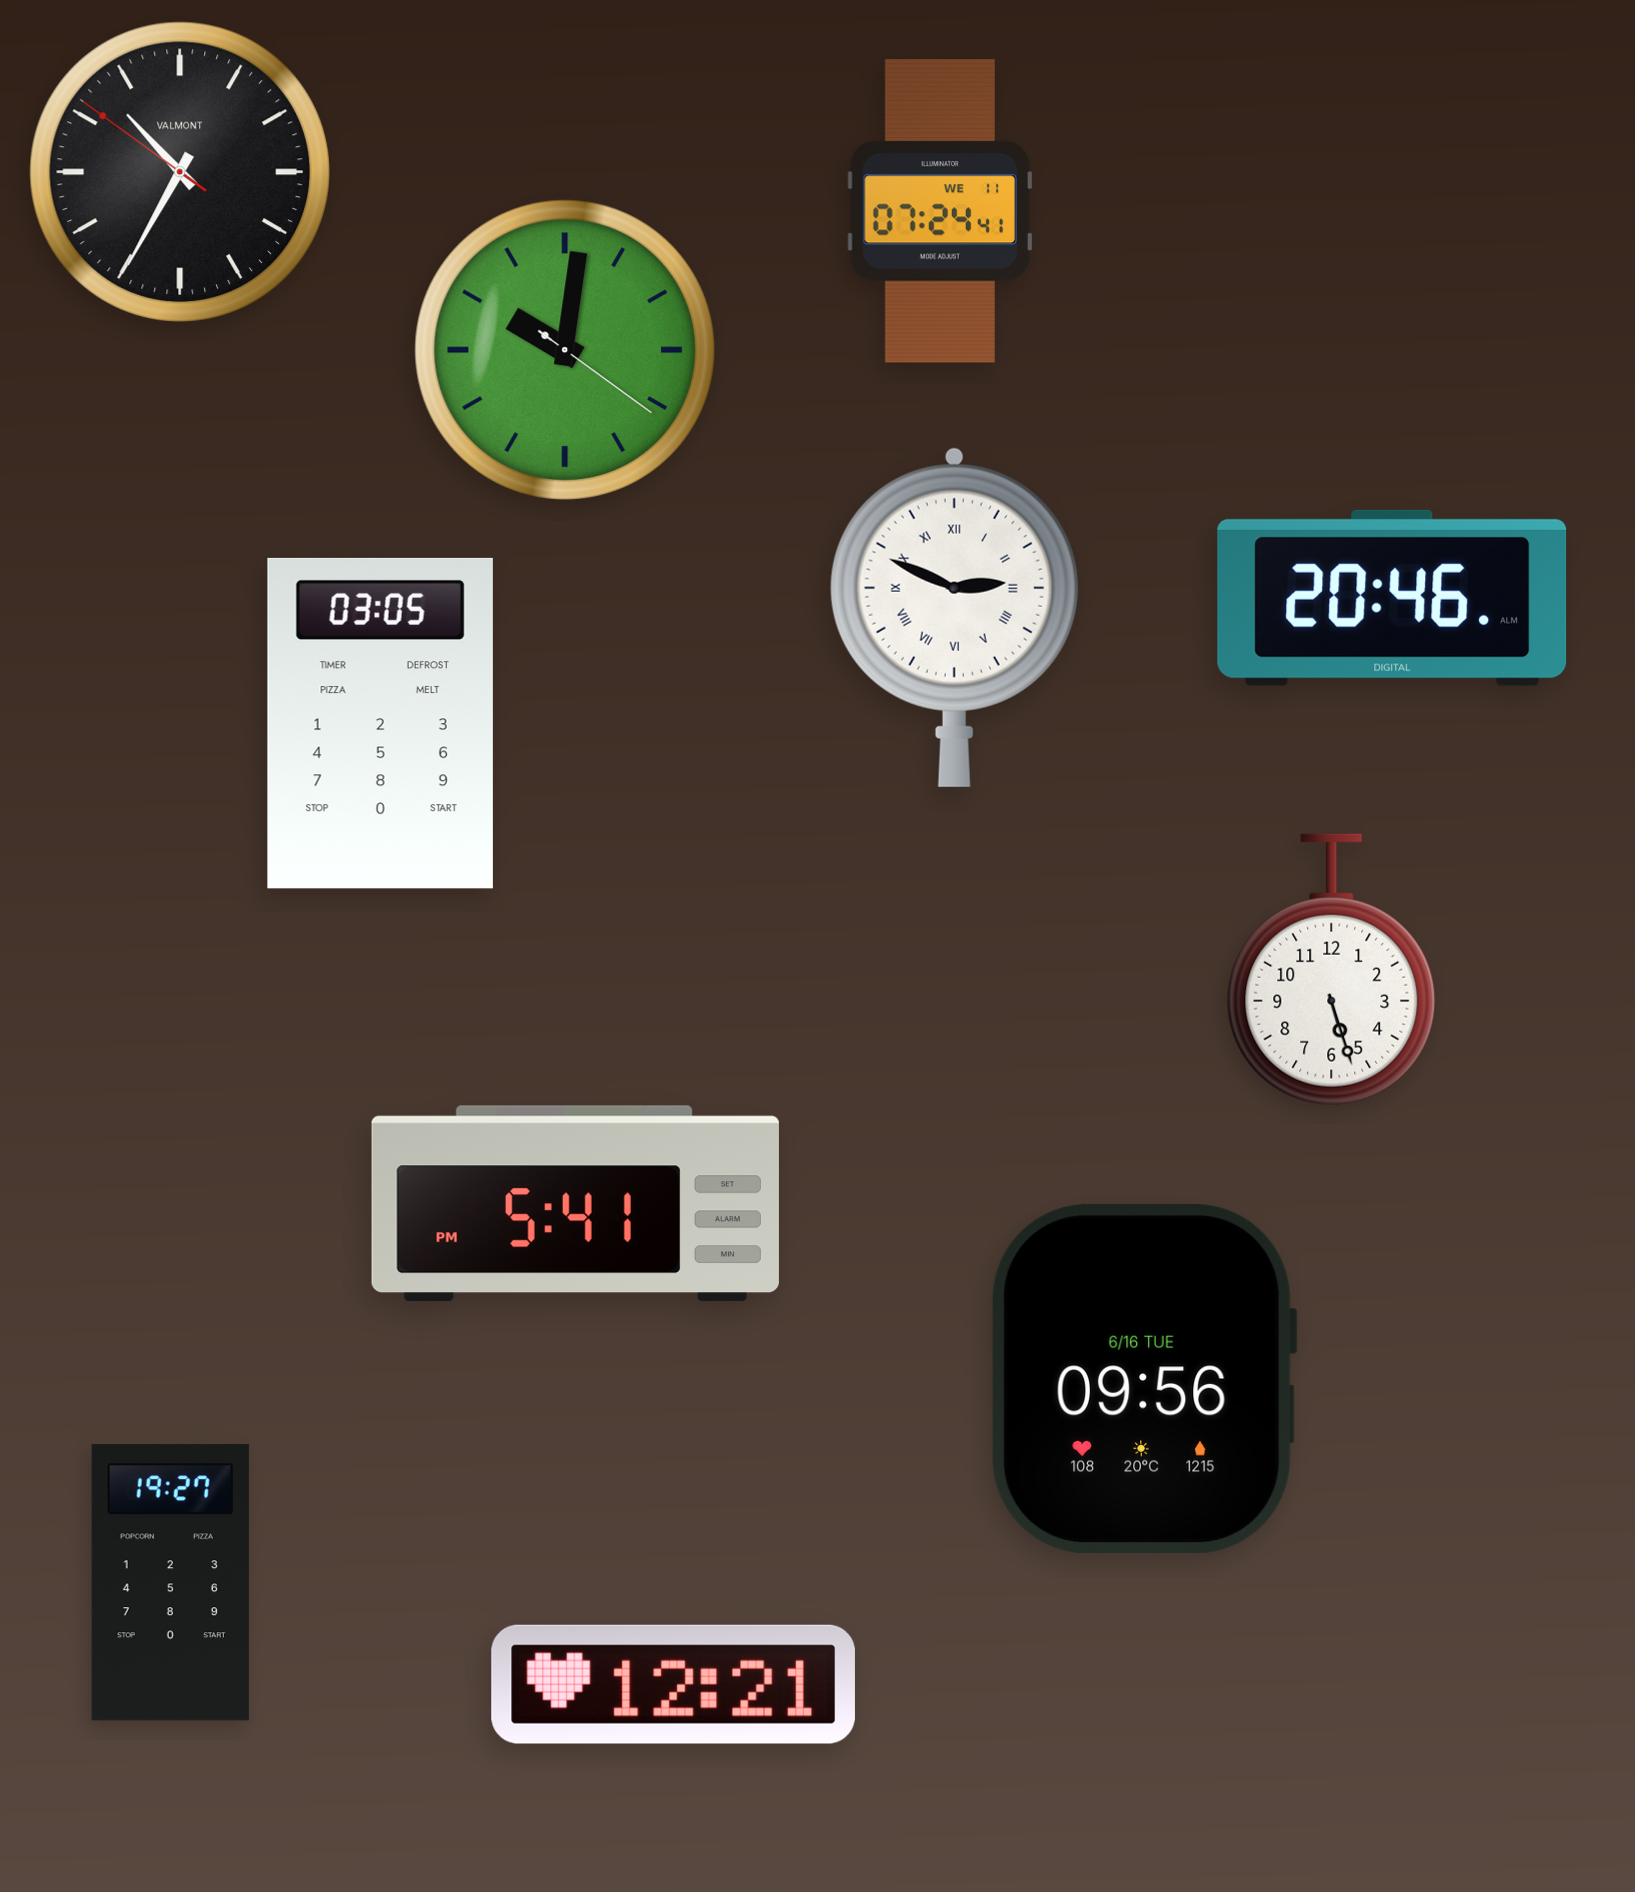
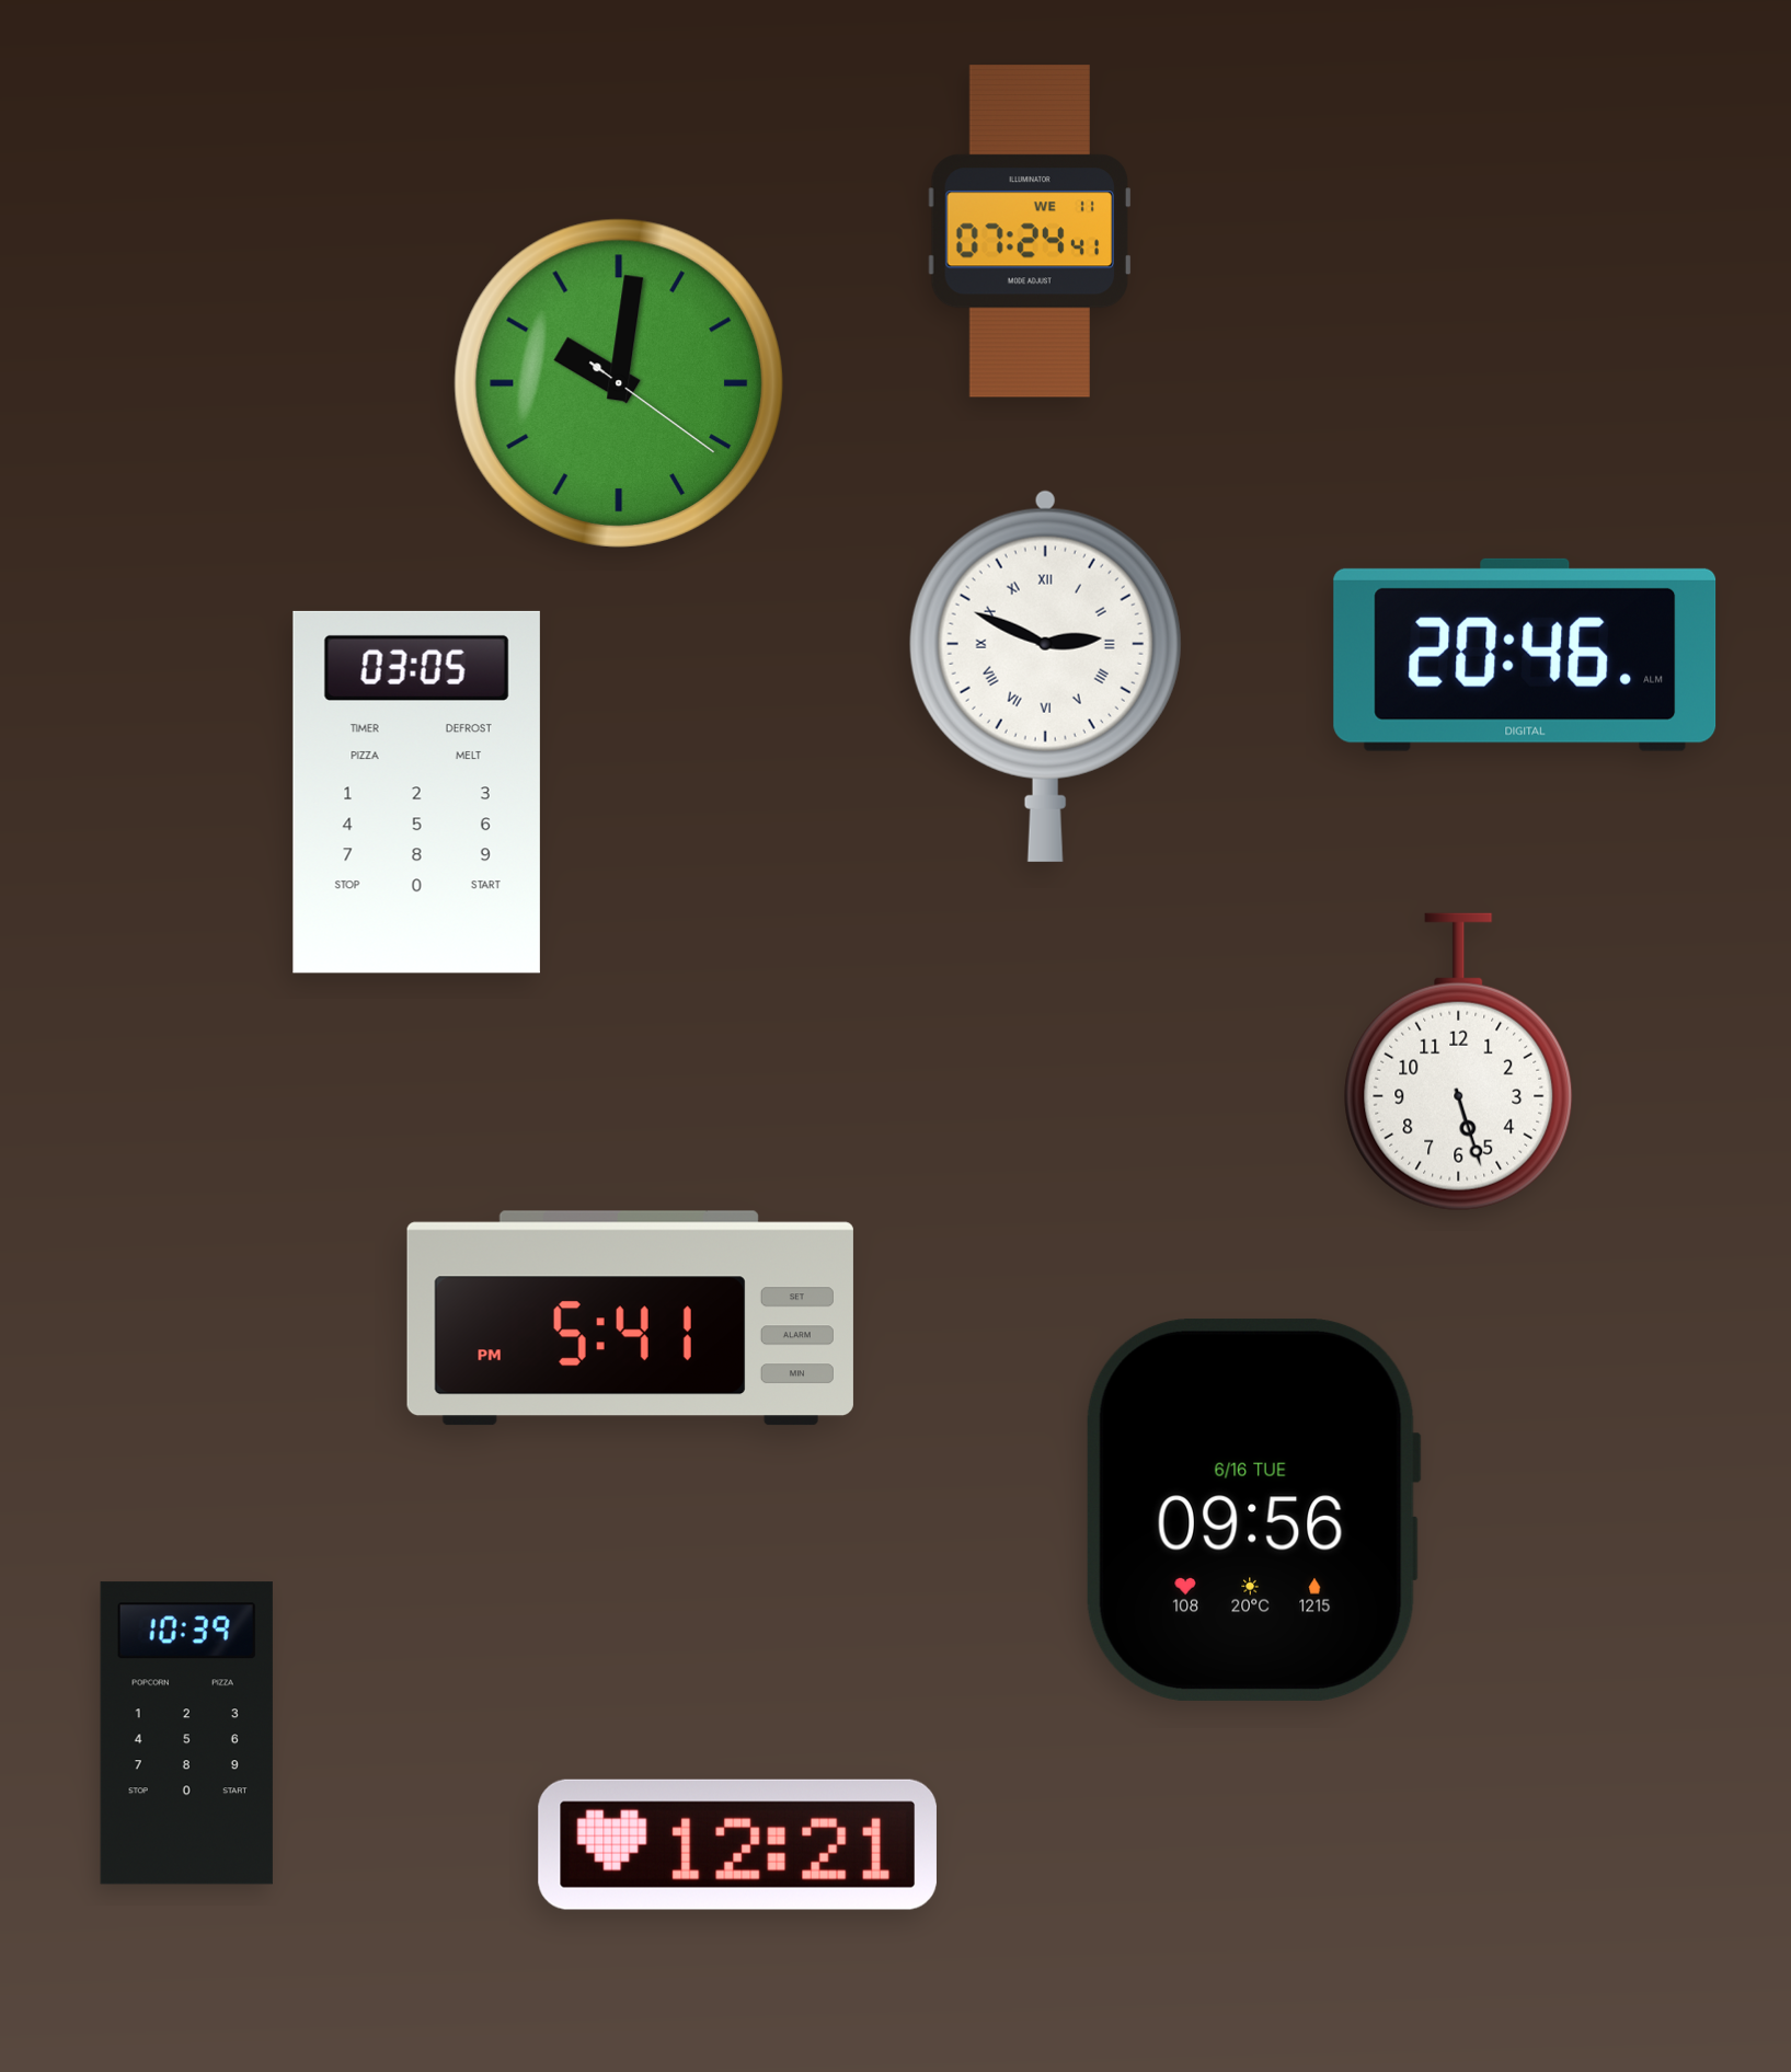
clock at (180, 172): 10:34 -> none
clock at (170, 1583): 19:27 -> 10:39
